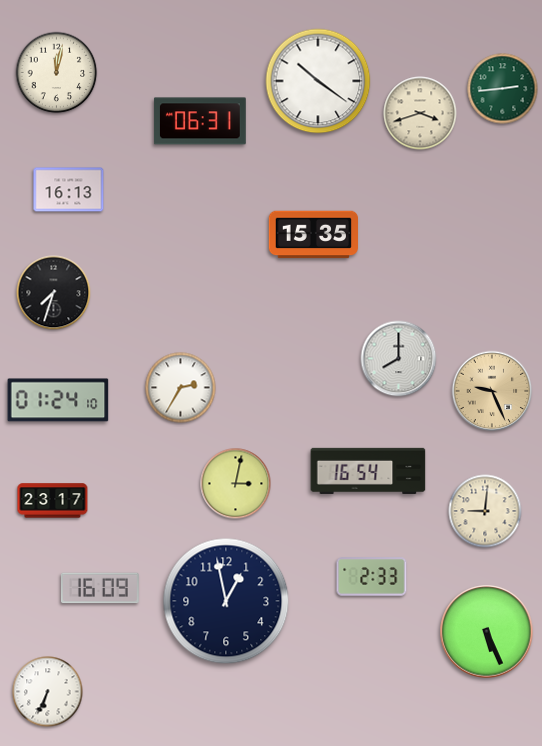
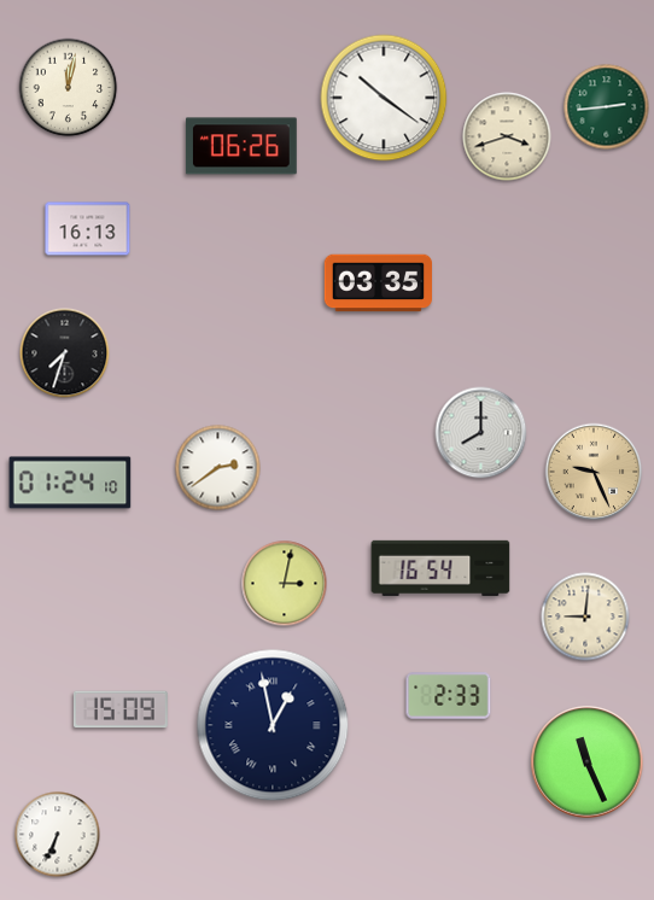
clock at (200, 121): 06:31 -> 06:26
clock at (69, 190) position: (69, 190) -> (88, 229)
clock at (313, 235): 15:35 -> 03:35
clock at (181, 388): 2:35 -> 2:39
clock at (368, 471) position: (368, 471) -> (440, 568)
clock at (53, 501): 23:17 -> none
clock at (100, 588): 16:09 -> 15:09
clock at (226, 601) numerals: Arabic -> Roman
clock at (487, 632): 5:26 -> 11:26
